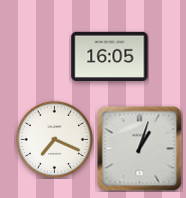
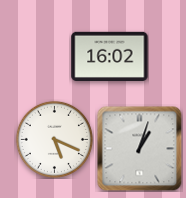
clock at (110, 56): 16:05 -> 16:02
clock at (54, 139): 7:19 -> 5:19
